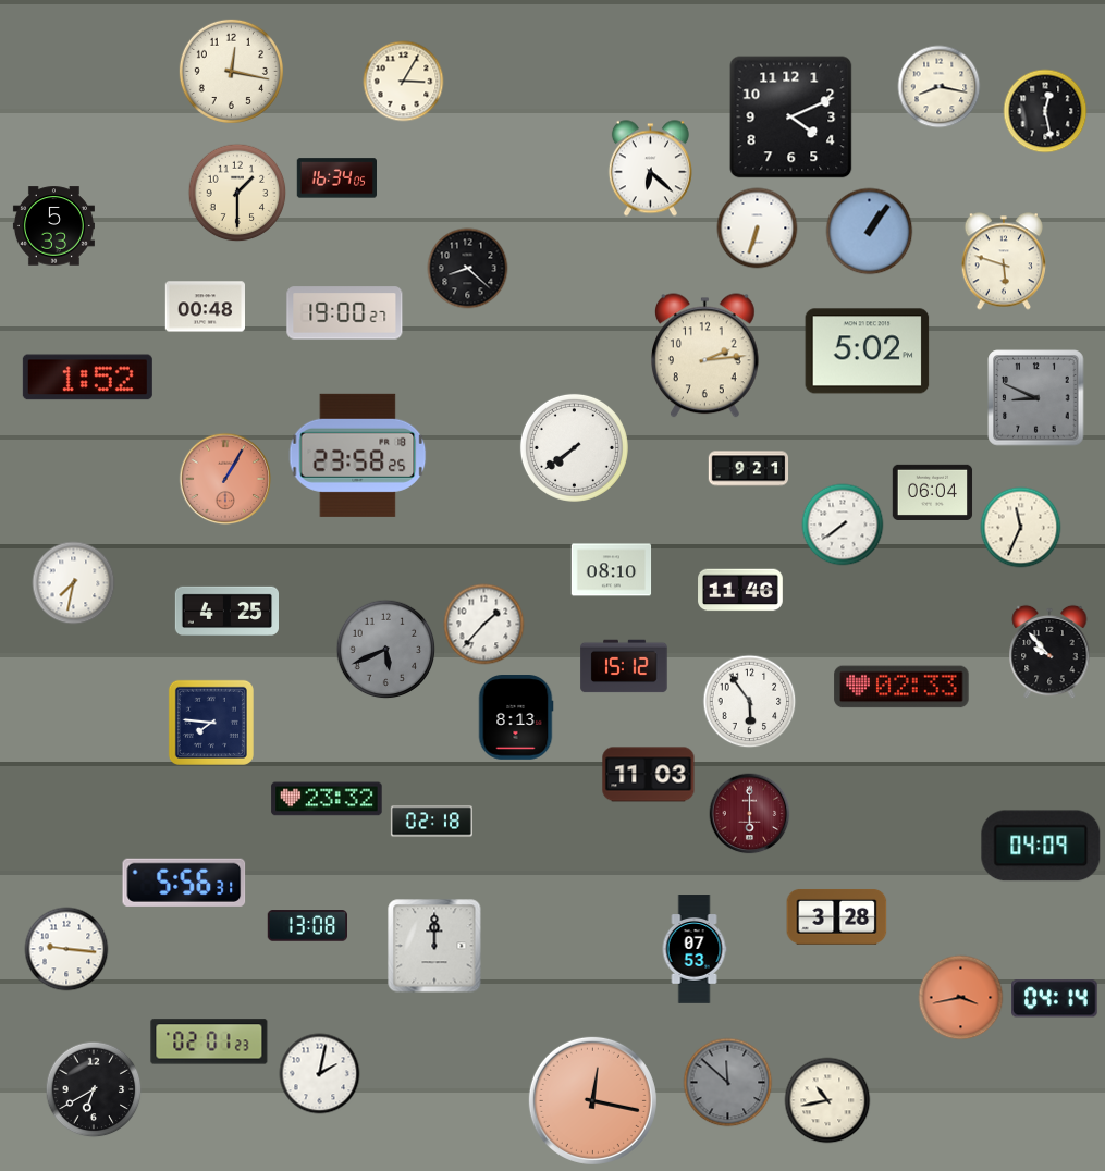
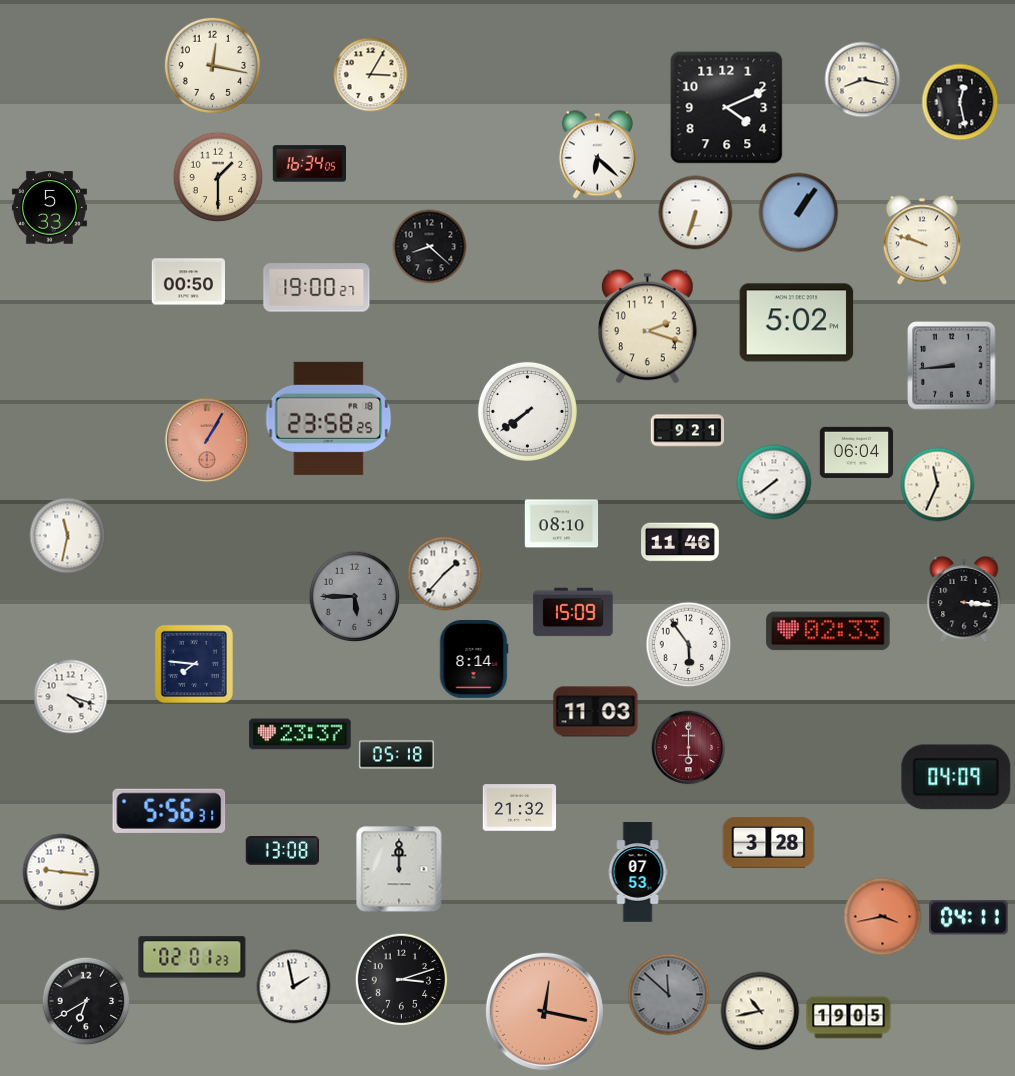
clock at (758, 229) position: (758, 229) -> (696, 213)
clock at (1004, 261): 5:48 -> 9:48
clock at (205, 307): 00:48 -> 00:50
clock at (705, 356): 2:14 -> 2:18
clock at (87, 378): 1:52 -> none
clock at (1036, 398): 8:49 -> 8:44
clock at (74, 583): 7:32 -> 11:32
clock at (226, 611): 4:25 -> none
clock at (386, 650): 5:41 -> 5:45
clock at (1049, 652): 9:53 -> 3:16
clock at (624, 666): 15:12 -> 15:09
clock at (516, 718): 8:13 -> 8:14
clock at (71, 697): none -> 4:18
clock at (327, 799): 23:32 -> 23:37
clock at (431, 822): 02:18 -> 05:18
clock at (520, 808): none -> 21:32
clock at (1055, 999): 04:14 -> 04:11
clock at (401, 979): none -> 3:12
clock at (320, 1074): 2:02 -> 1:58
clock at (849, 1018): none -> 19:05
